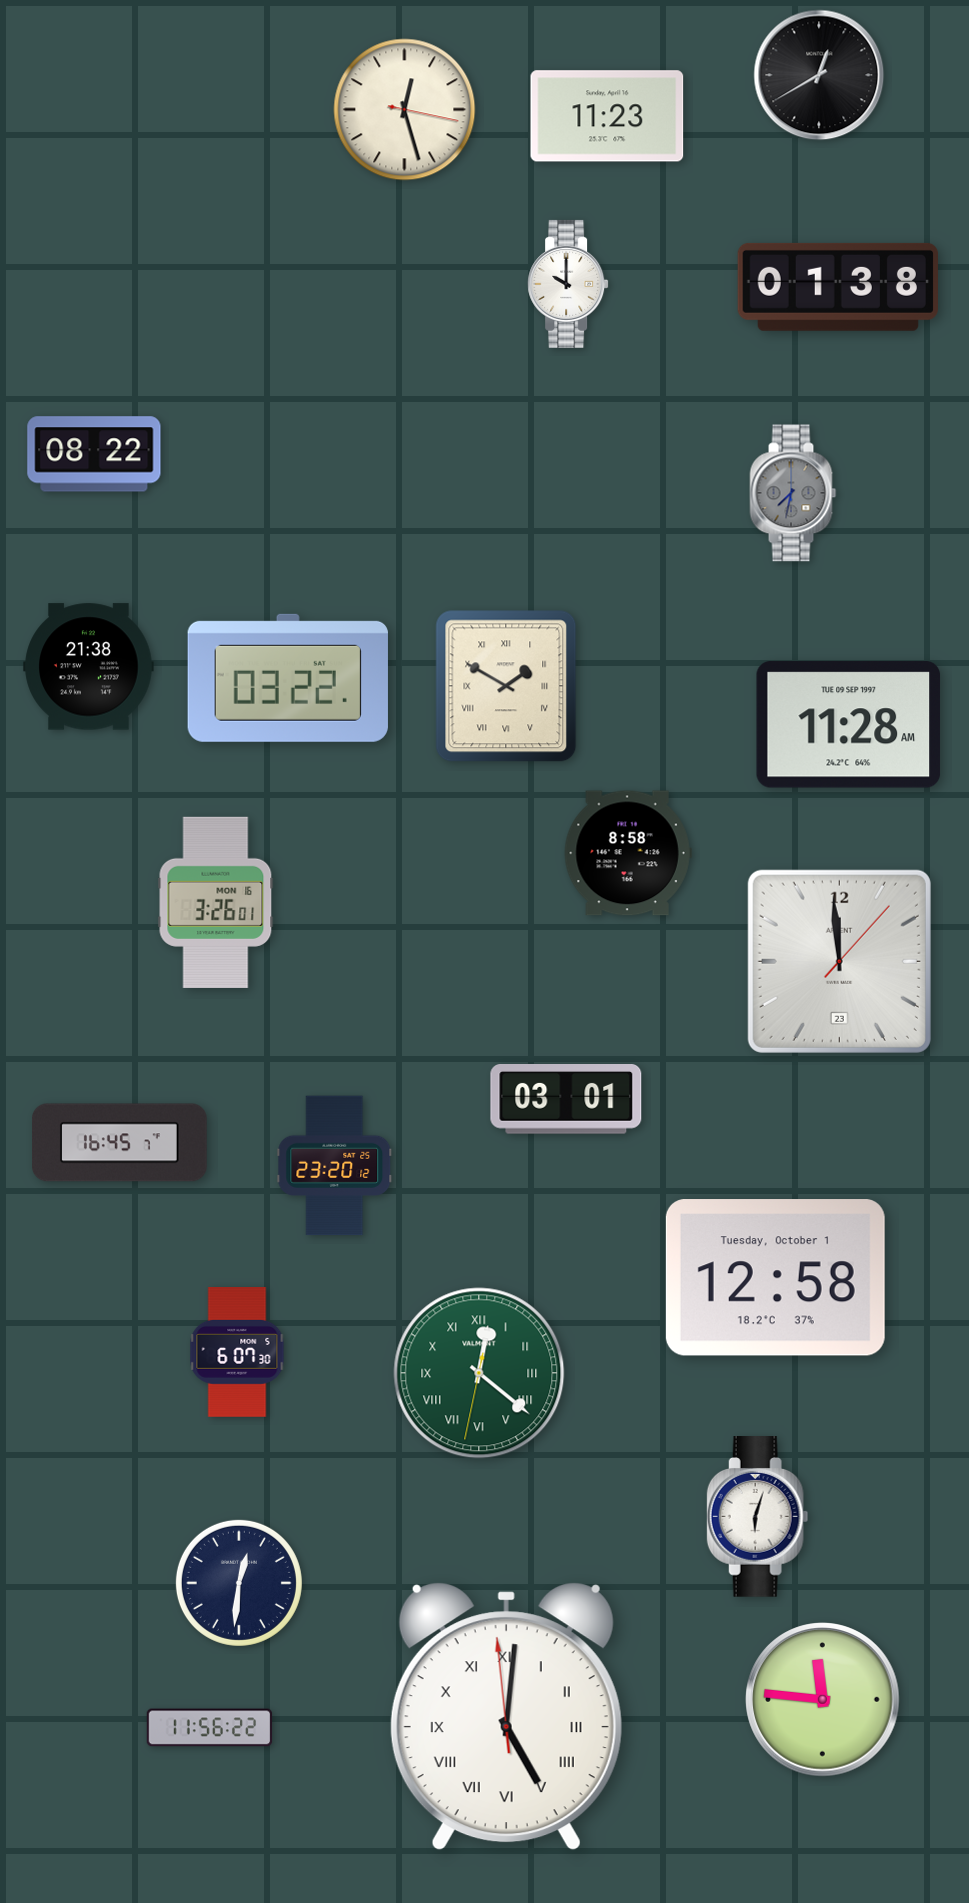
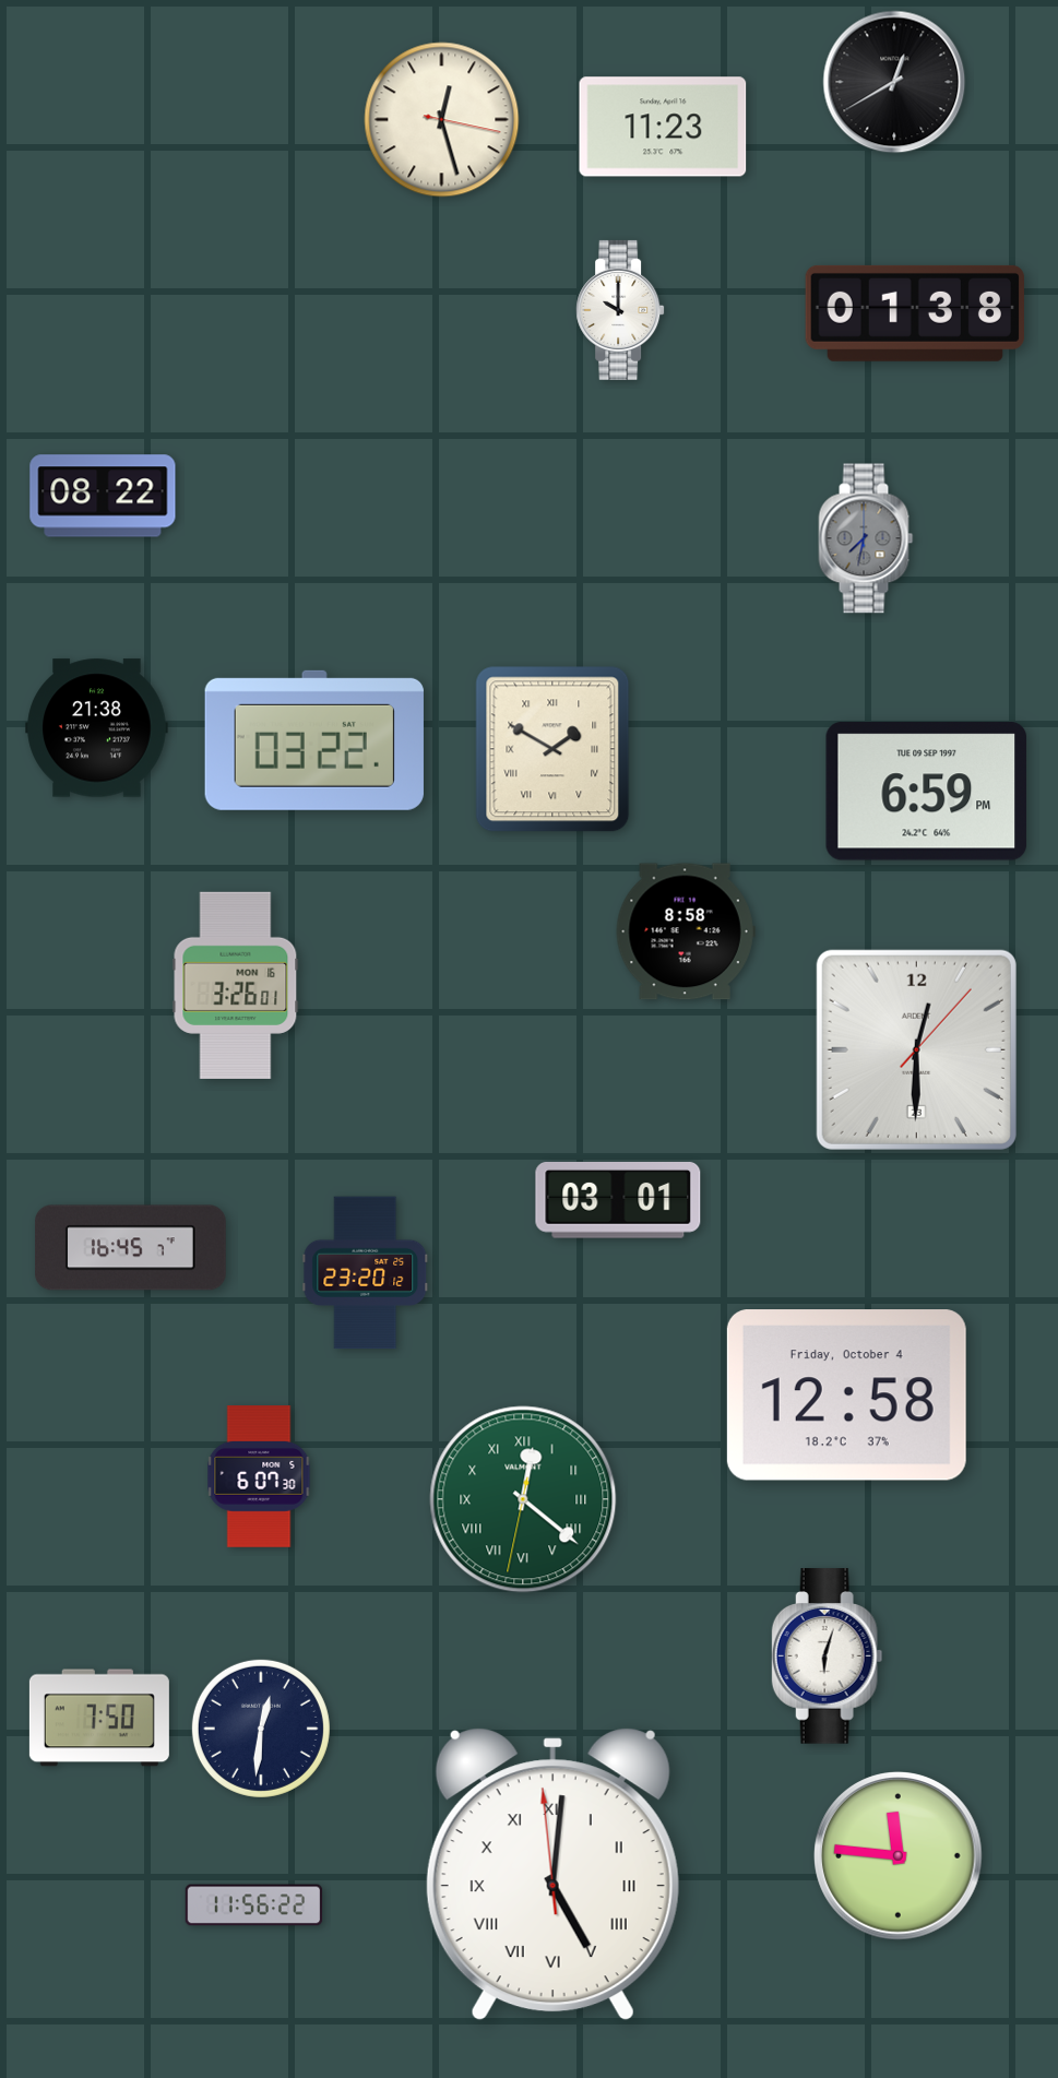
clock at (849, 725): 11:28 -> 6:59
clock at (839, 961): 11:59 -> 12:30
clock at (775, 1278) date: Tuesday, October 1 -> Friday, October 4
clock at (99, 1718): none -> 7:50
clock at (210, 1728) position: (210, 1728) -> (254, 1905)
